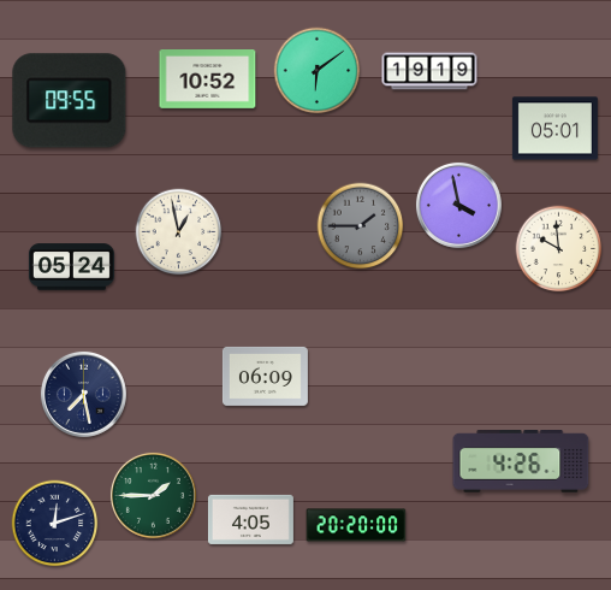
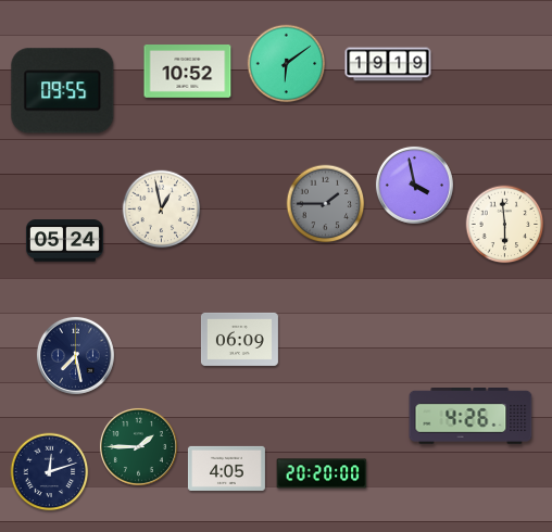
clock at (554, 129): 05:01 -> none
clock at (559, 249): 9:59 -> 5:59
